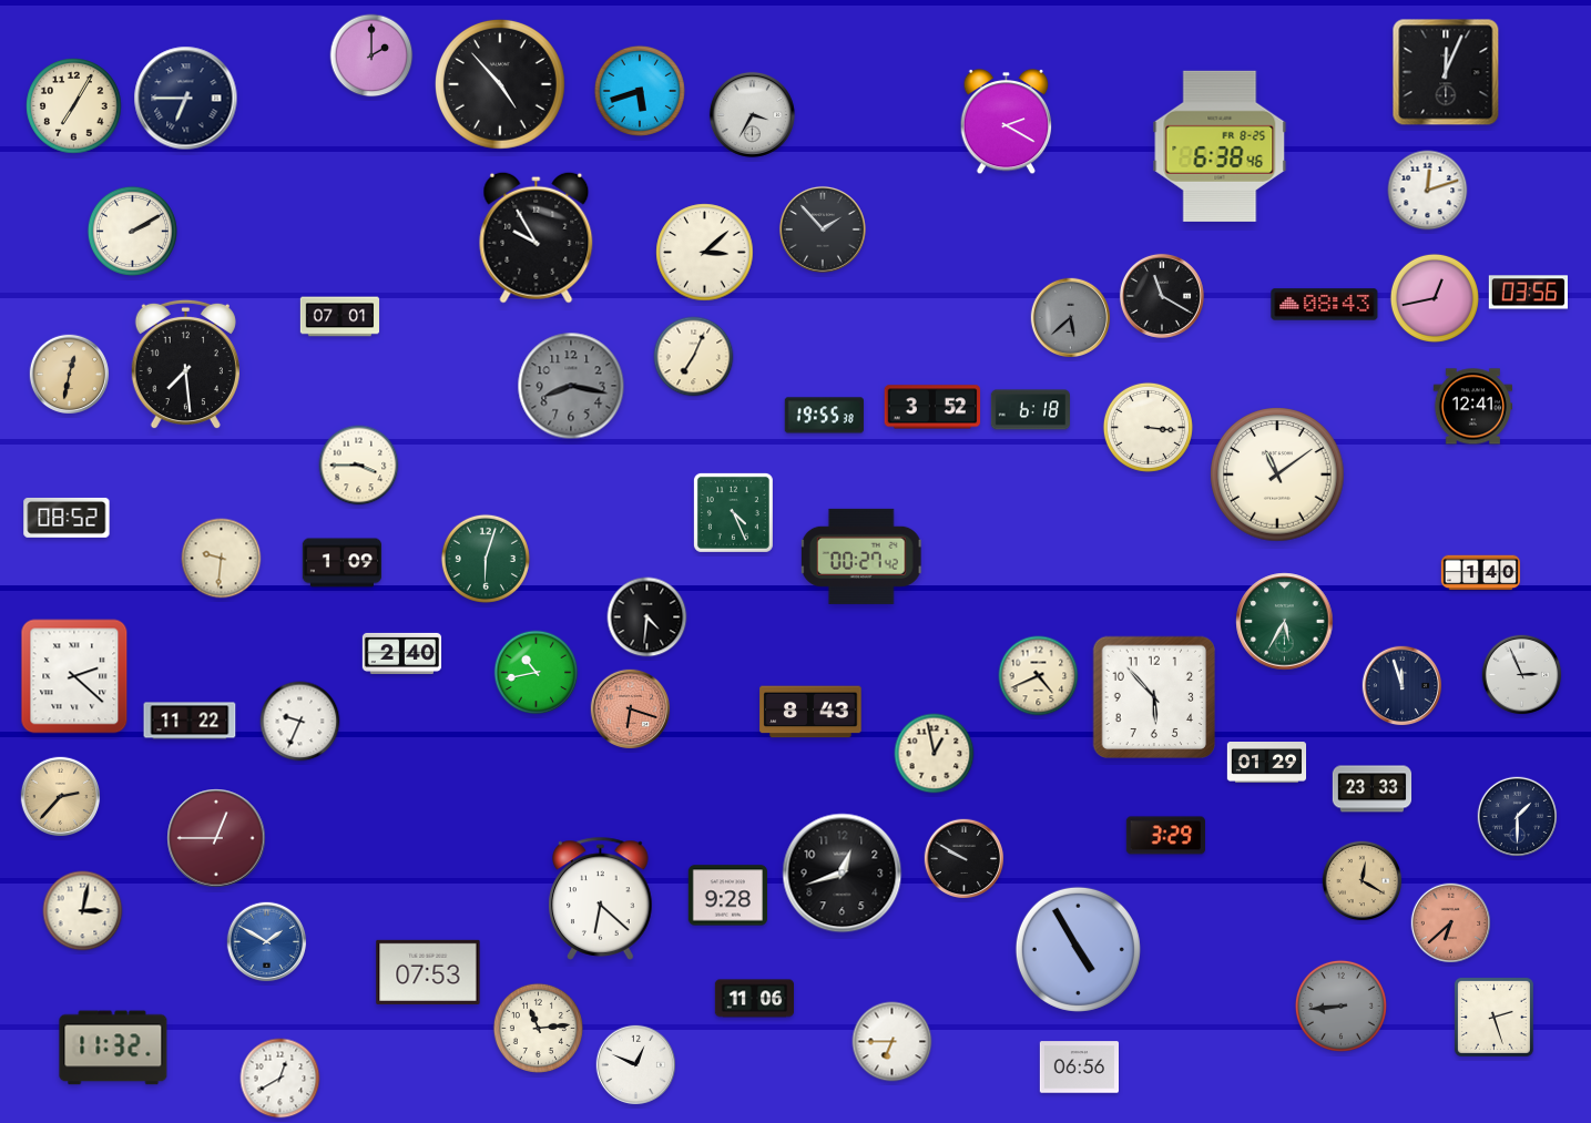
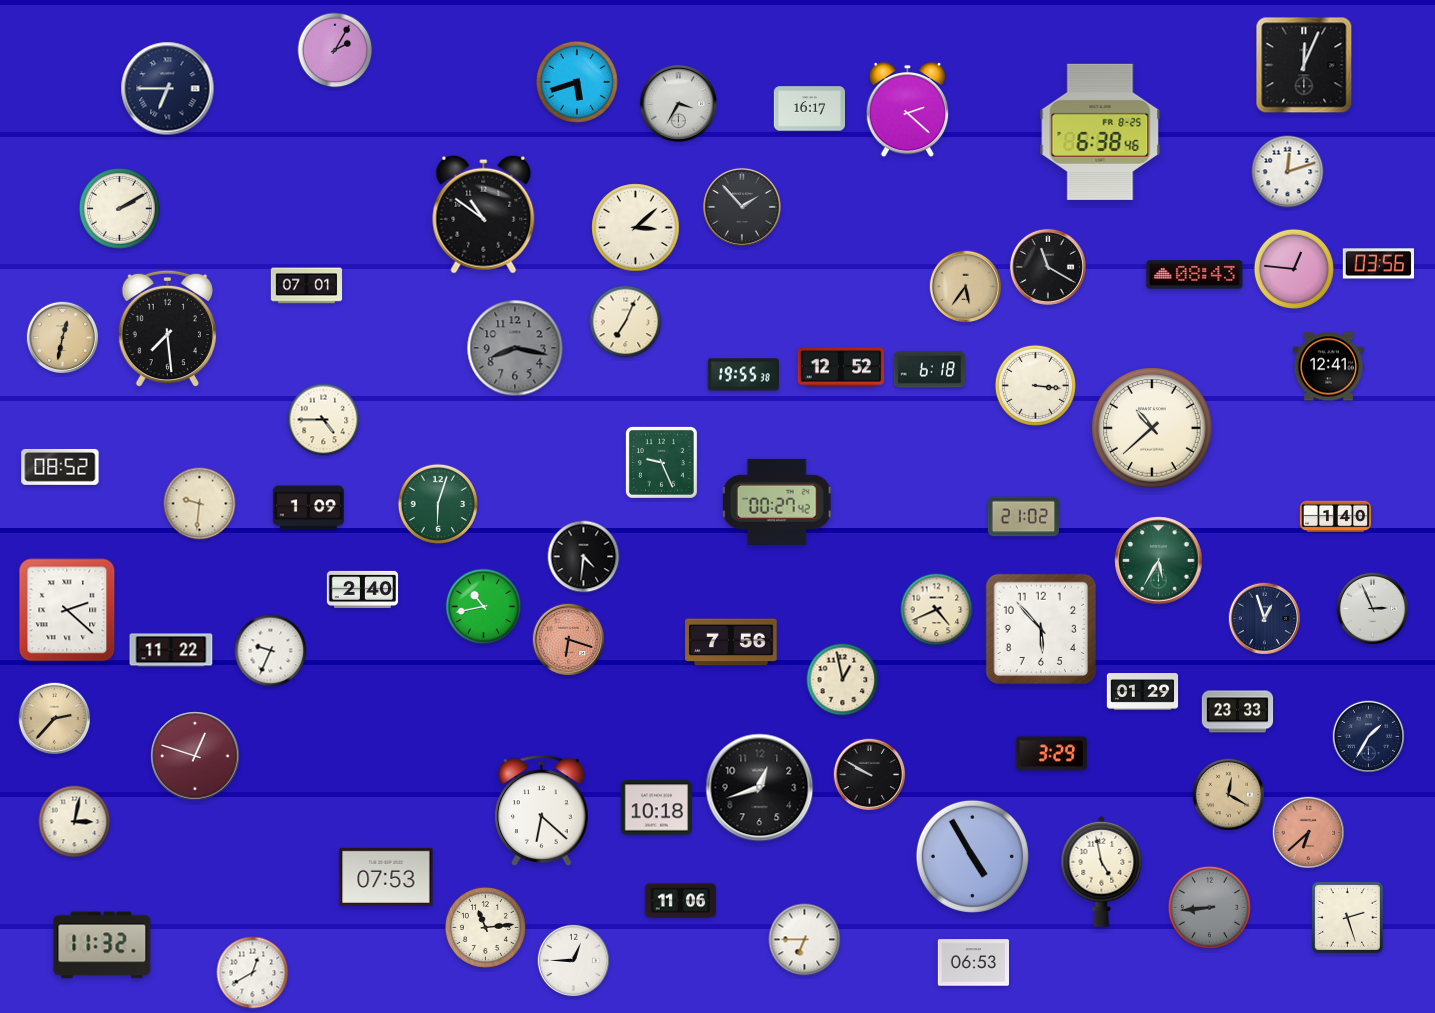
clock at (371, 55): 2:00 -> 2:05
clock at (500, 84): 4:53 -> none
clock at (74, 106): 7:05 -> none
clock at (810, 109): none -> 16:17
clock at (1007, 122): 2:20 -> 2:22
clock at (537, 237): 9:55 -> 10:51
clock at (1435, 298): 12:43 -> 12:46
clock at (1071, 318): 5:38 -> 5:36
clock at (1071, 318) dial: grey -> champagne
clock at (932, 407): 3:52 -> 12:52
clock at (359, 466): 3:45 -> 4:45
clock at (1277, 474): 11:09 -> 10:38
clock at (733, 512): 4:26 -> 9:26
clock at (1024, 517): none -> 21:02
clock at (1403, 686): 11:57 -> 12:57
clock at (810, 712): 8:43 -> 7:56
clock at (1267, 763) position: (1267, 763) -> (1143, 692)
clock at (1518, 817): 1:30 -> 1:35
clock at (216, 838): 12:45 -> 12:48
clock at (727, 896): 9:28 -> 10:18
clock at (267, 942): 1:50 -> none
clock at (1102, 871): none -> 4:58
clock at (636, 1065): 12:49 -> 12:45
clock at (1079, 1068): 06:56 -> 06:53
